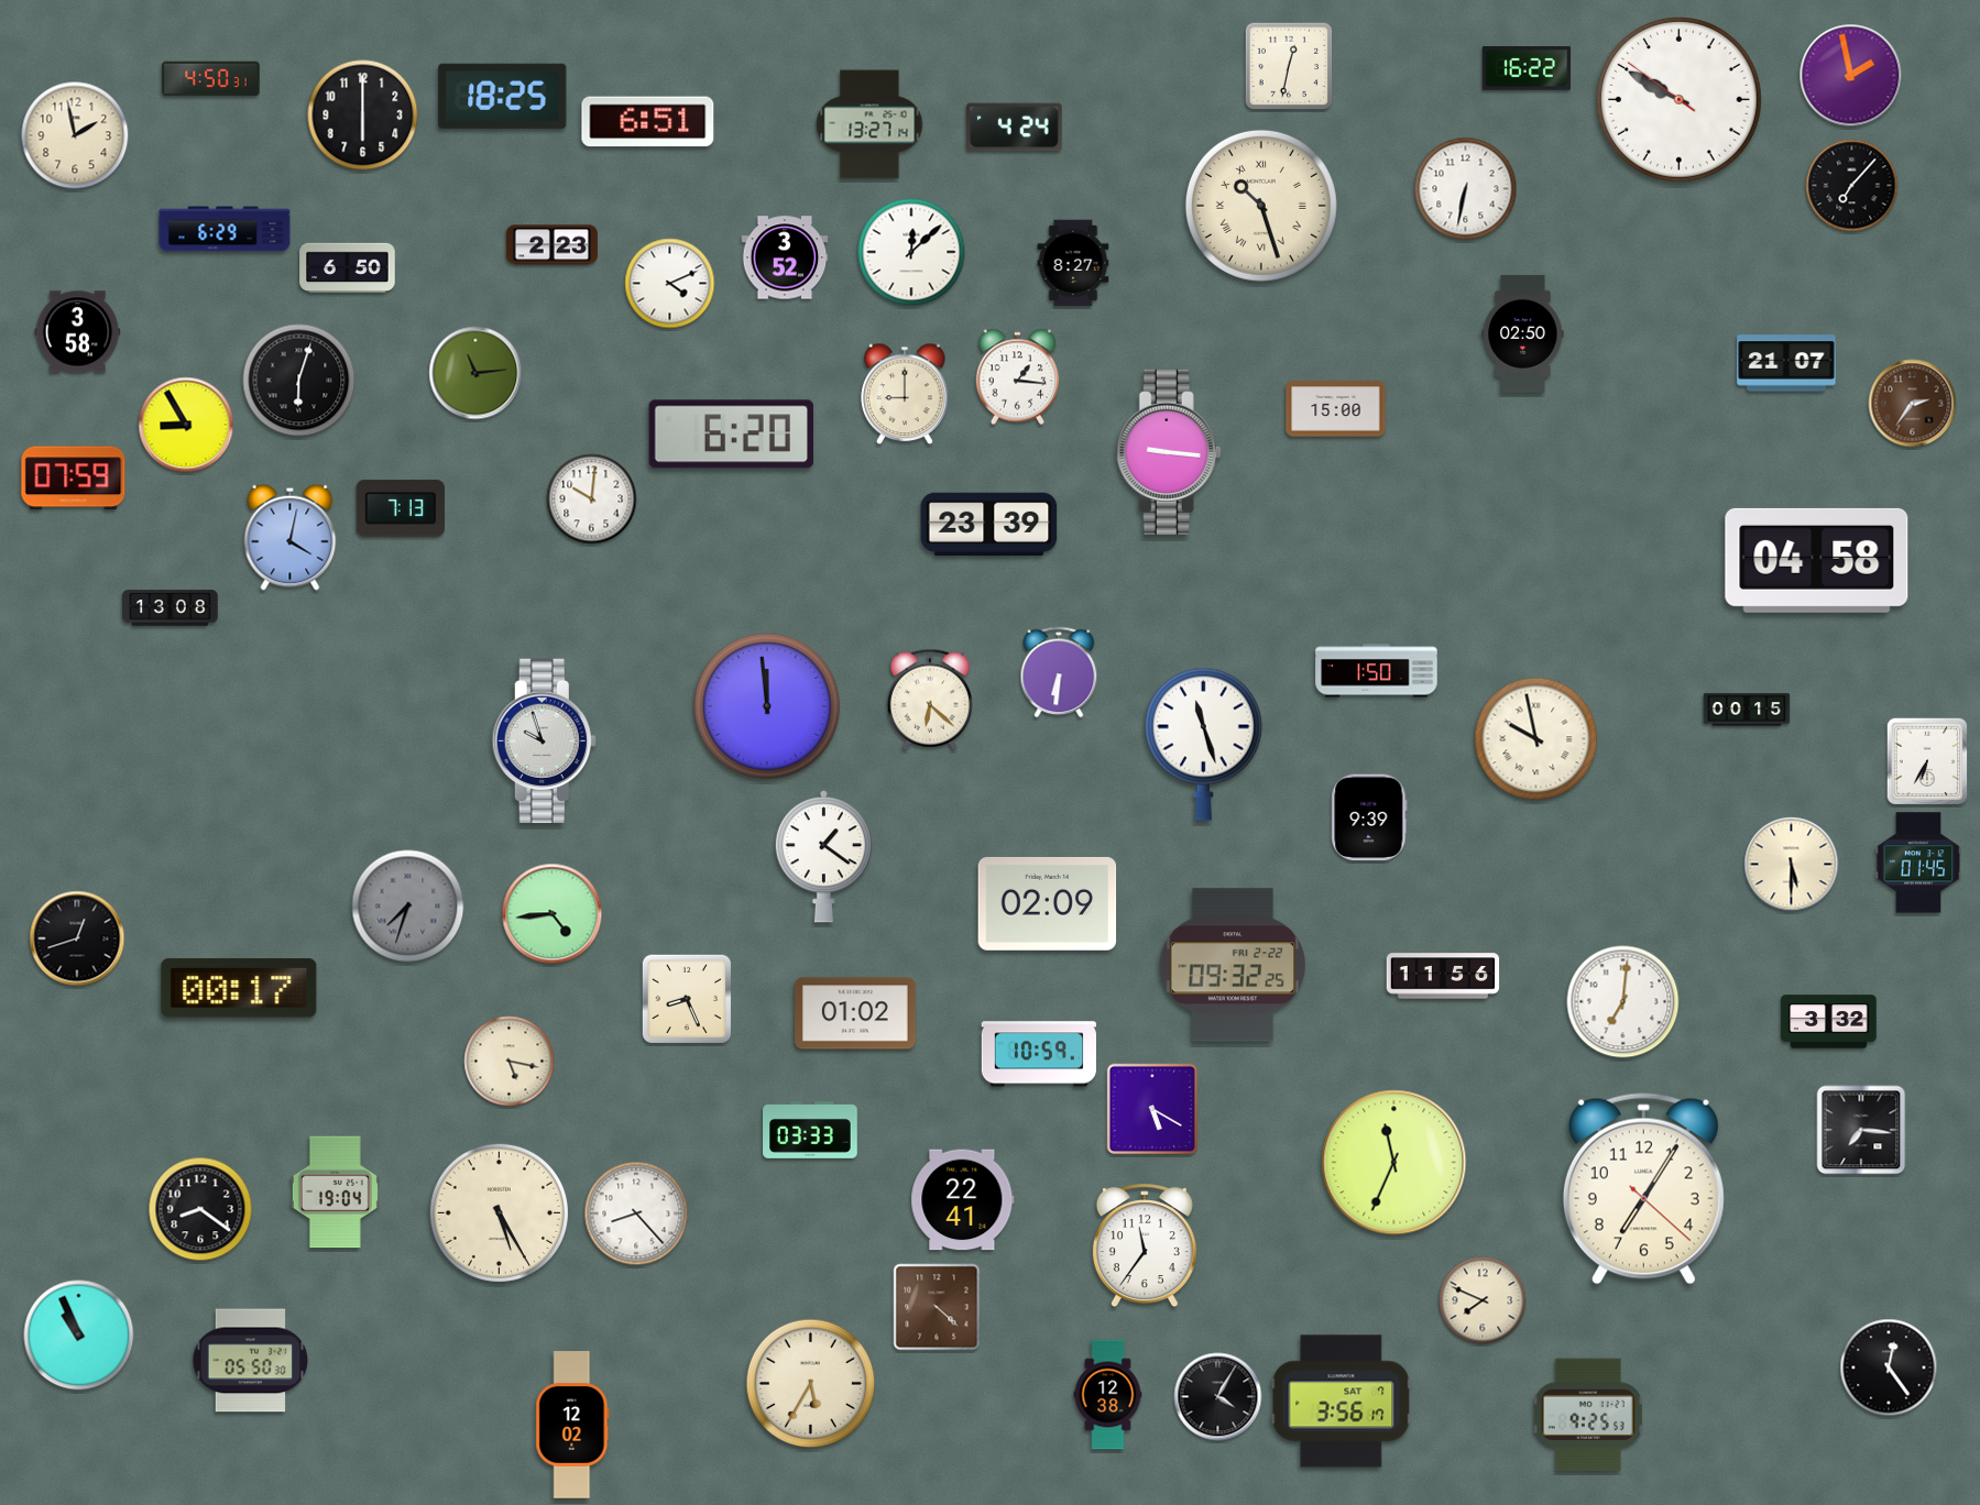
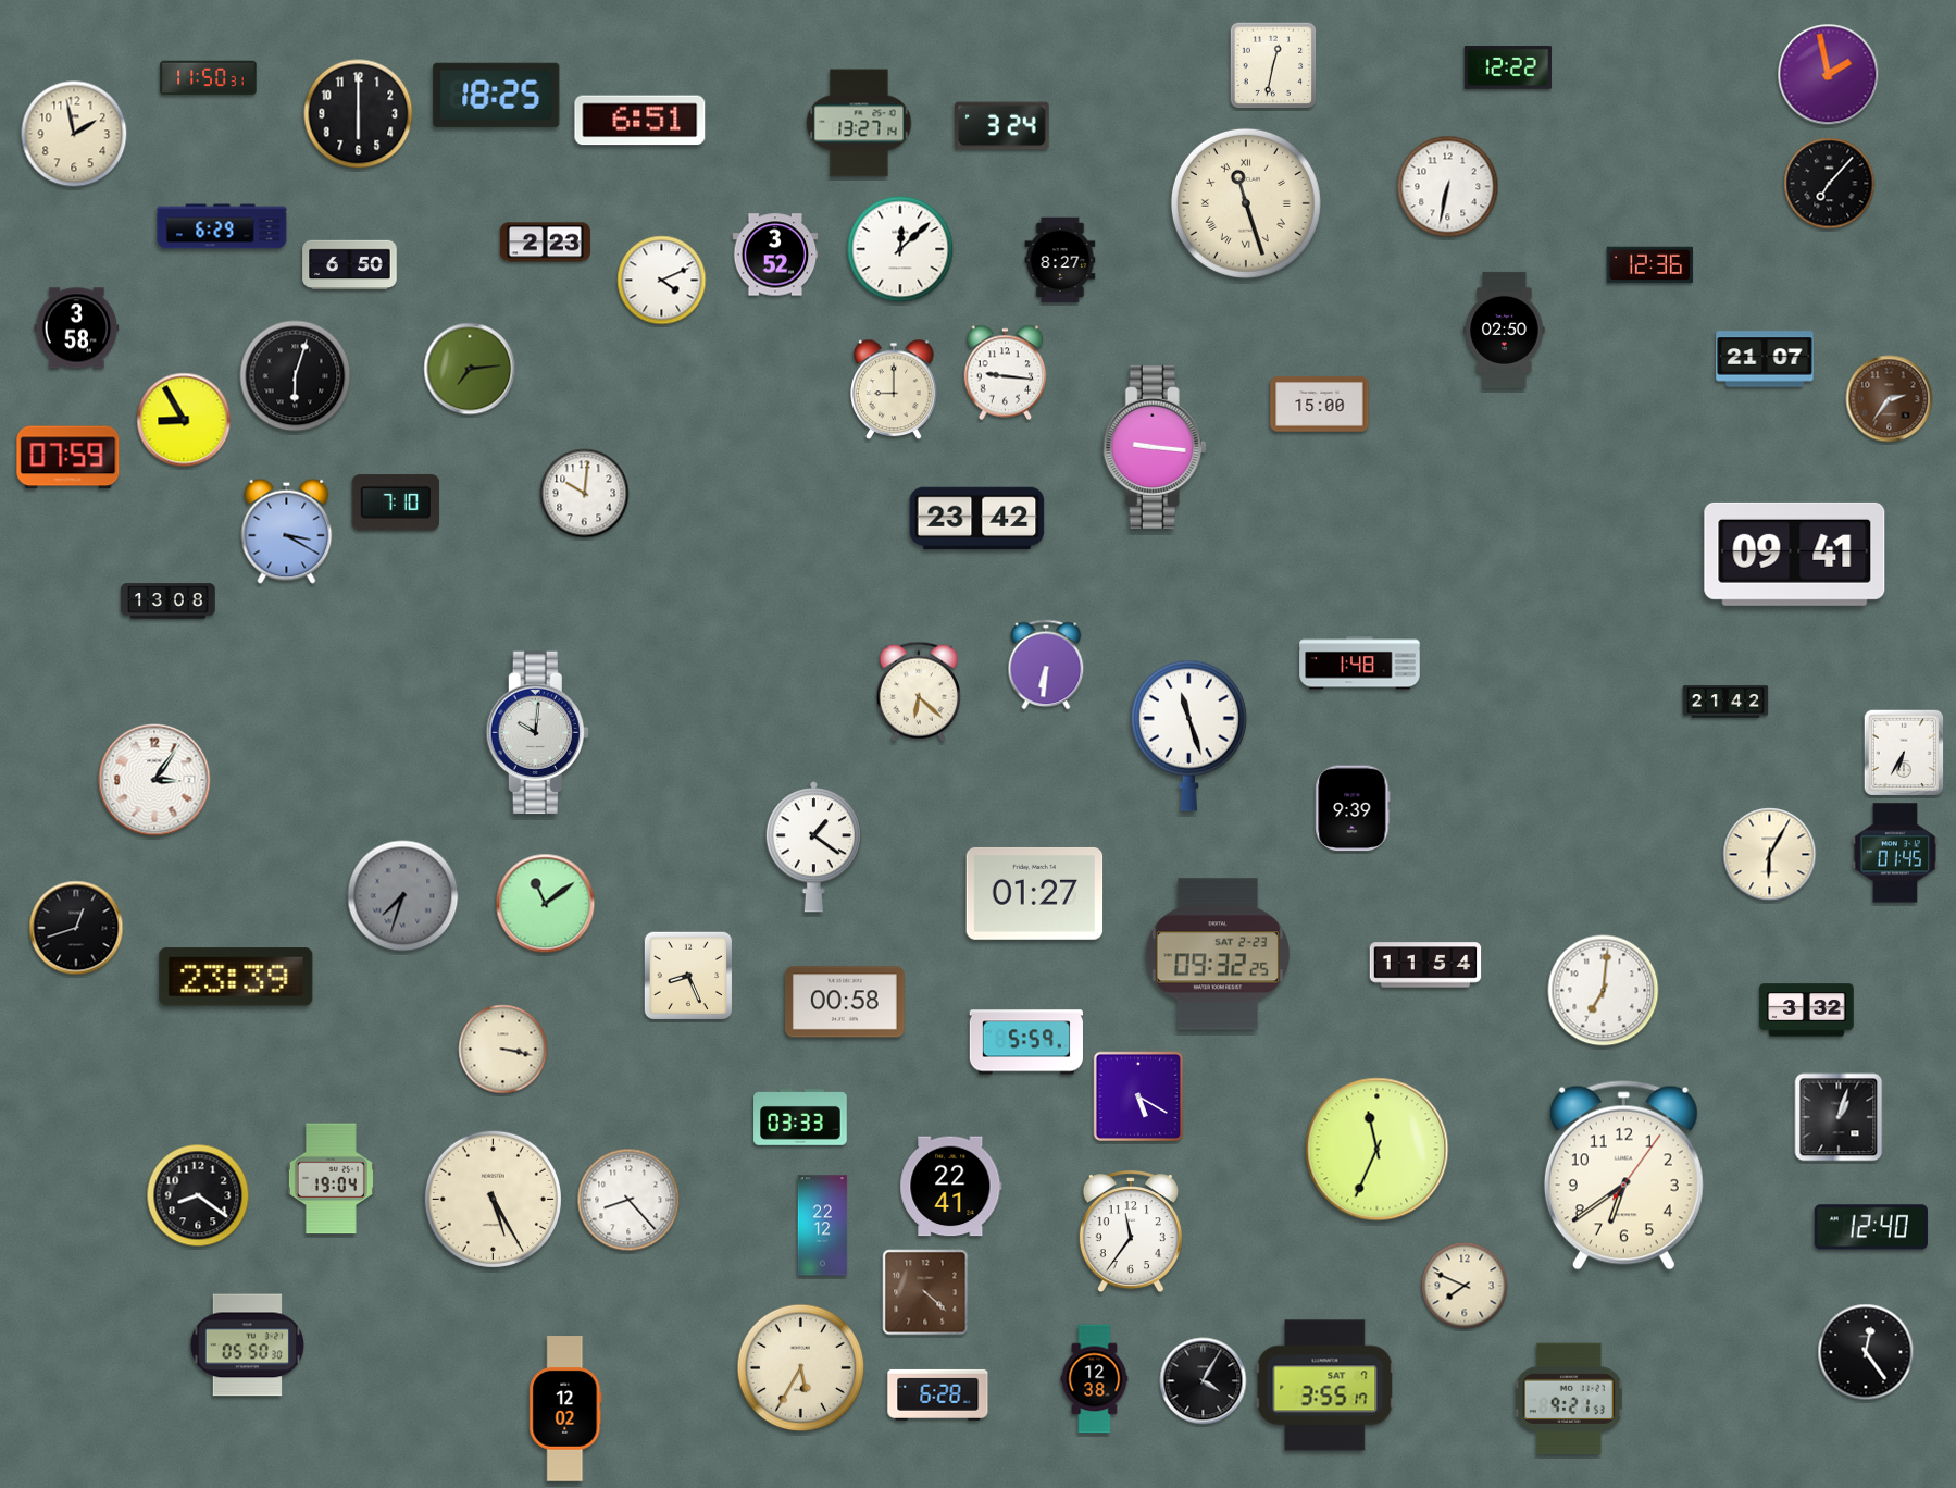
clock at (1525, 69): 16:22 -> 12:22
clock at (211, 79): 4:50 -> 11:50
clock at (1680, 100): 9:49 -> none
clock at (1015, 128): 4:24 -> 3:24
clock at (1261, 206): 10:27 -> 11:27
clock at (348, 268) position: (348, 268) -> (350, 265)
clock at (1650, 265): none -> 12:36
clock at (475, 373): 11:14 -> 7:14
clock at (1018, 377): 1:16 -> 9:16
clock at (731, 435): 6:20 -> none
clock at (74, 479) position: (74, 479) -> (68, 458)
clock at (401, 508): 7:13 -> 7:10
clock at (989, 525): 23:39 -> 23:42
clock at (291, 537): 4:02 -> 3:20
clock at (1817, 560): 04:58 -> 09:41
clock at (1377, 671): 1:50 -> 1:48
clock at (767, 706): 11:59 -> none
clock at (1747, 710): 00:15 -> 21:42
clock at (1536, 739): 9:58 -> none
clock at (544, 741): 9:57 -> 10:01
clock at (154, 780): none -> 3:06
clock at (1792, 865): 5:30 -> 6:05
clock at (1048, 903): 02:09 -> 01:27
clock at (553, 914): 4:44 -> 11:09
clock at (1233, 965) date: FRI 2-22 -> SAT 2-23
clock at (1443, 976): 11:56 -> 11:54
clock at (239, 988): 00:17 -> 23:39
clock at (687, 999) position: (687, 999) -> (688, 976)
clock at (856, 1013): 01:02 -> 00:58
clock at (1039, 1054): 10:59 -> 5:59
clock at (510, 1062): 5:17 -> 3:17
clock at (1861, 1130): 7:16 -> 1:03
clock at (1643, 1189): 7:05 -> 6:39
clock at (823, 1226): none -> 22:12
clock at (1871, 1227): none -> 12:40
clock at (79, 1336): 10:56 -> none
clock at (1342, 1402): 3:56 -> 3:55
clock at (938, 1394): none -> 6:28
clock at (1588, 1415): 9:25 -> 9:21
